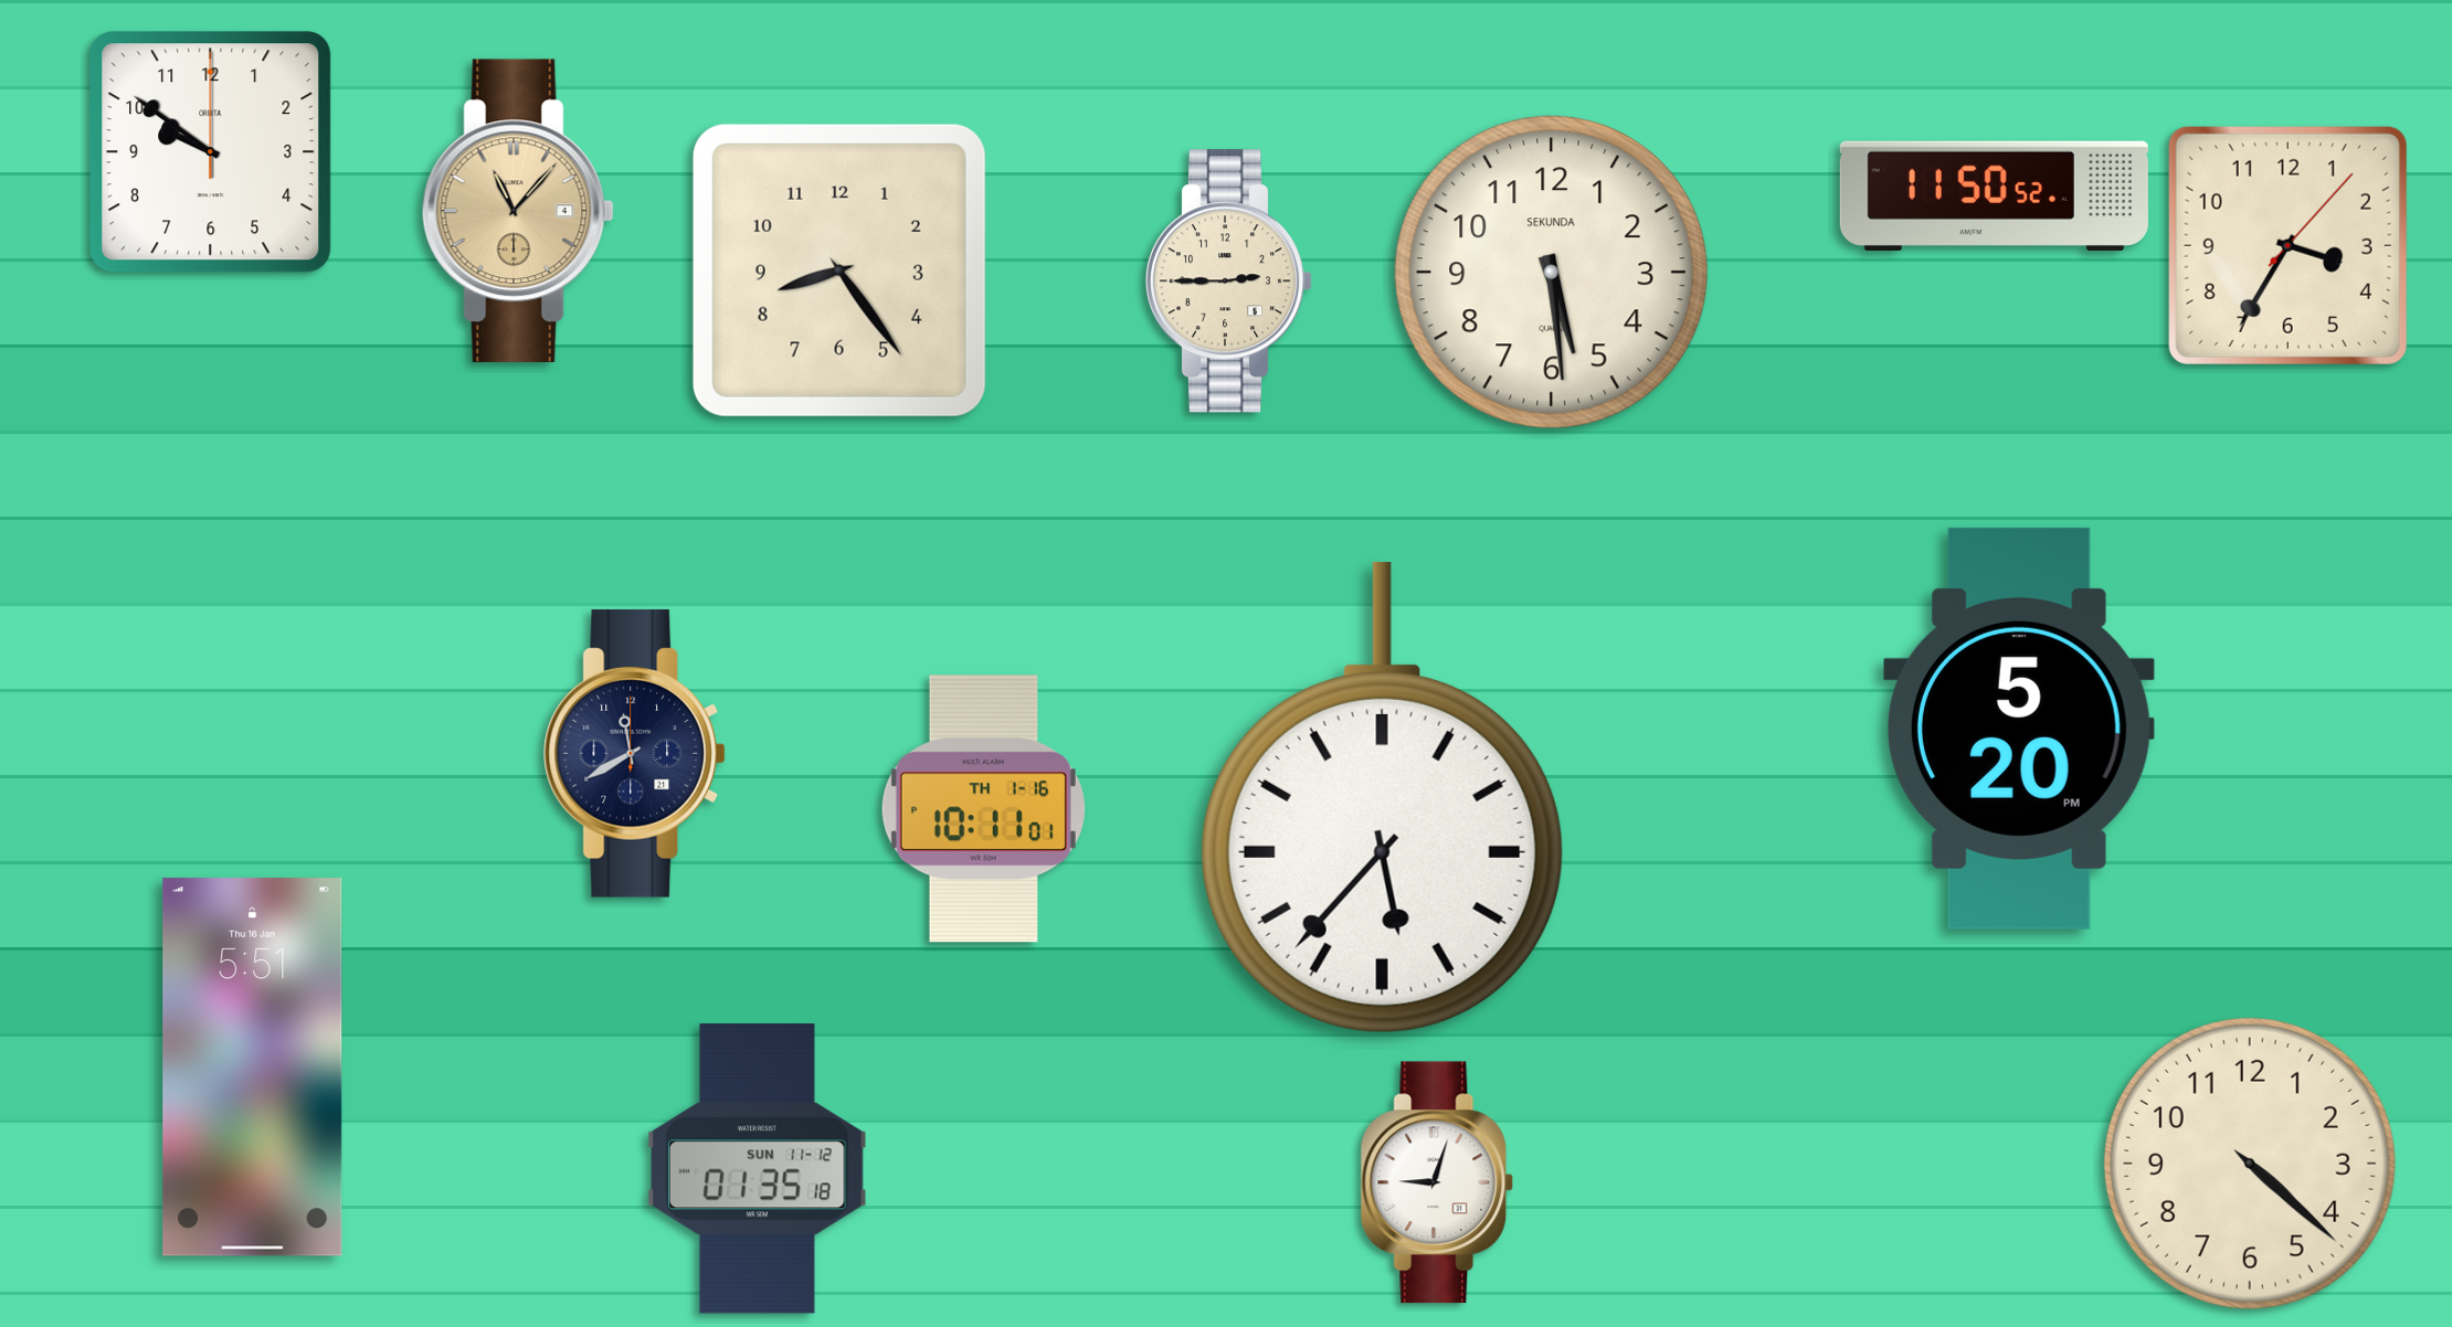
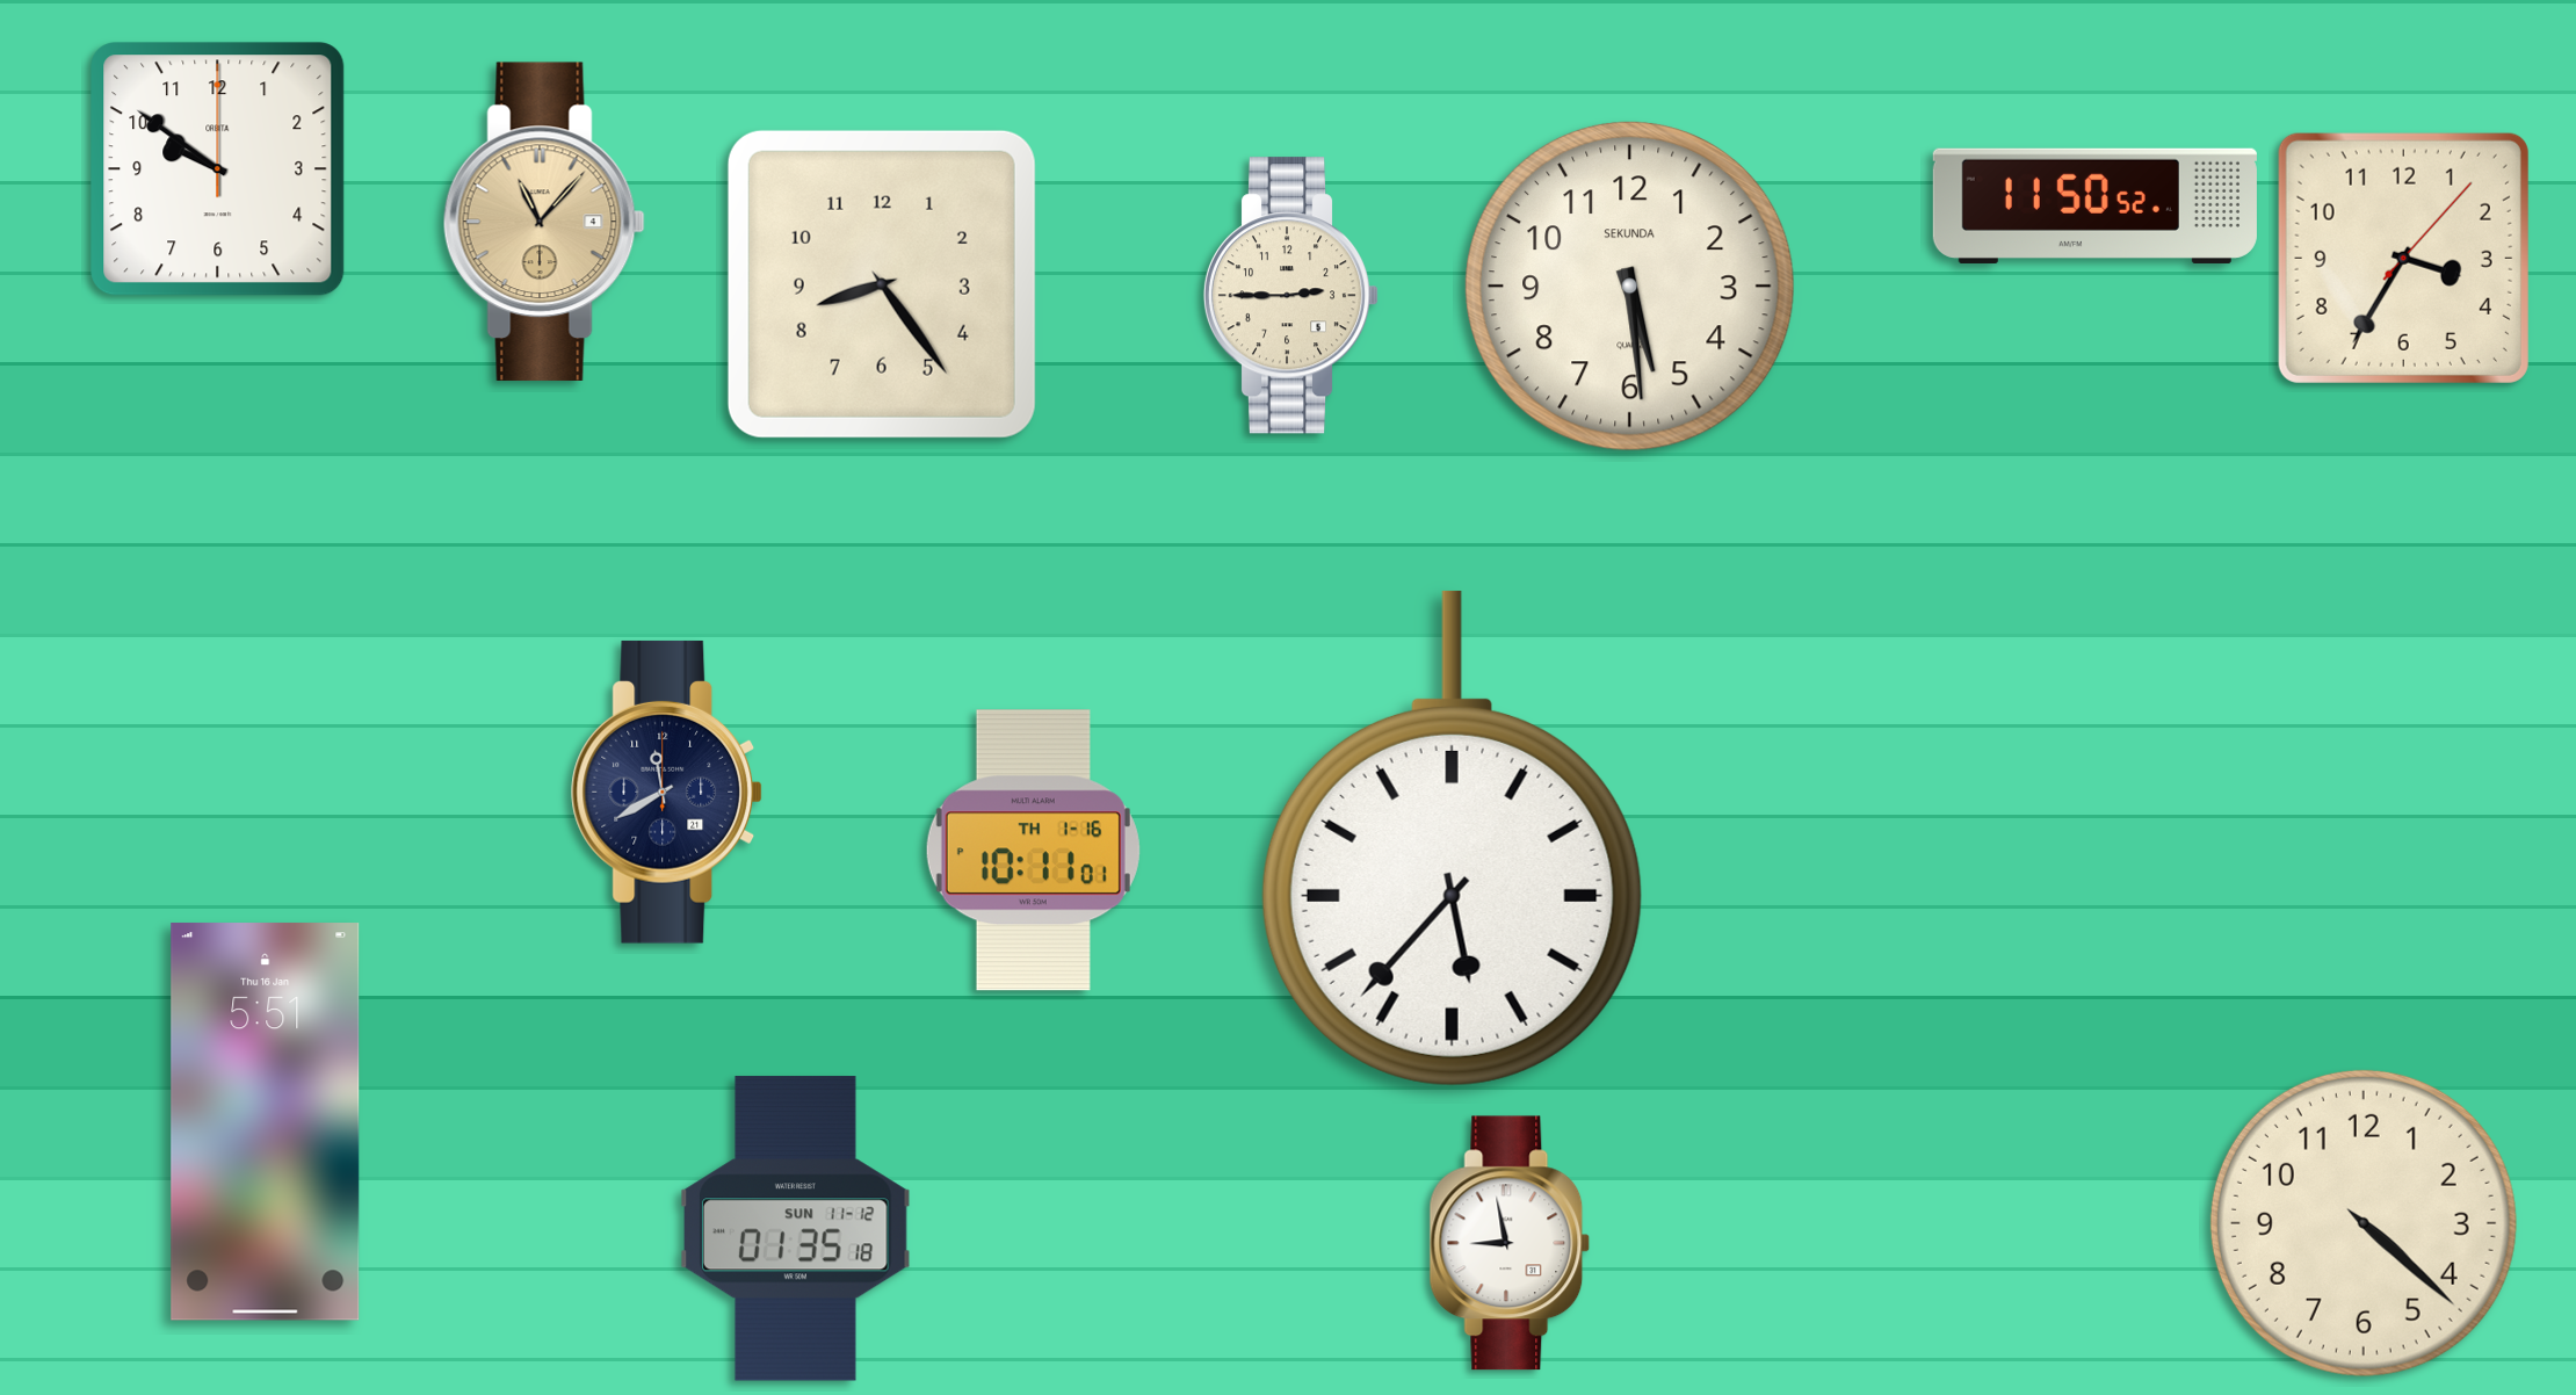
clock at (211, 152) position: (211, 152) -> (218, 169)
clock at (2019, 729): 5:20 -> none
clock at (1437, 1182): 9:03 -> 8:58
